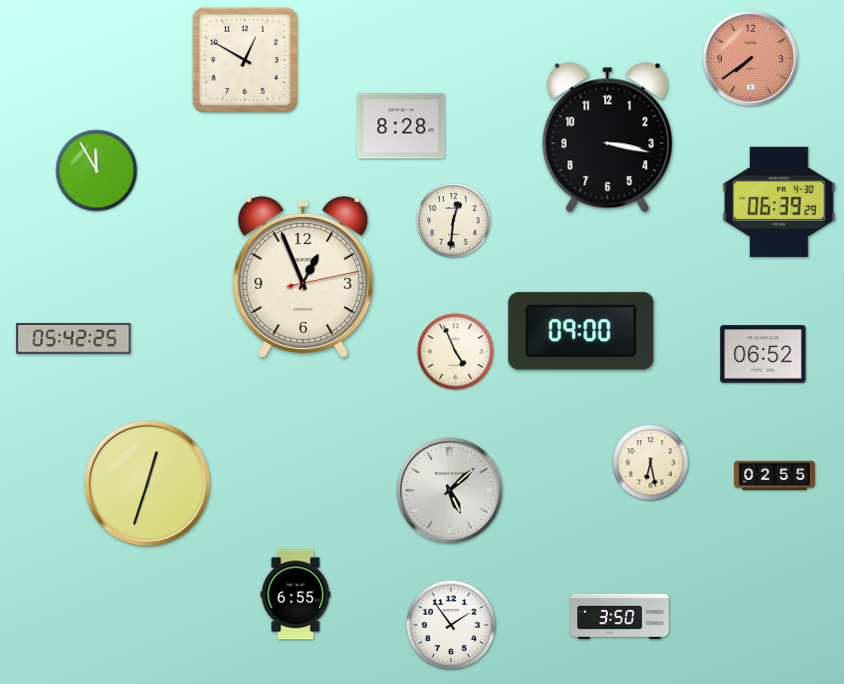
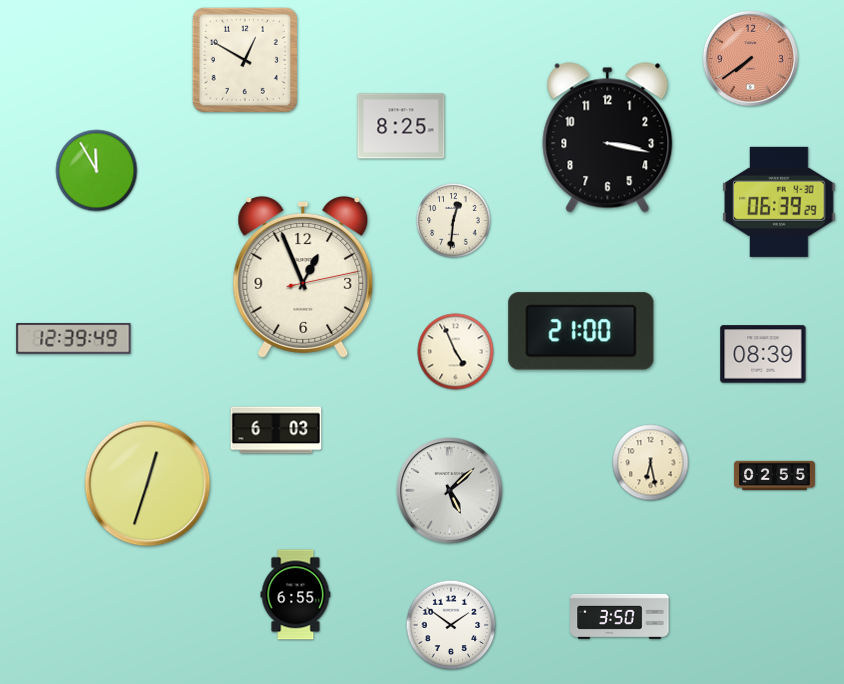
clock at (401, 126): 8:28 -> 8:25
clock at (581, 331): 09:00 -> 21:00
clock at (74, 339): 05:42 -> 12:39
clock at (763, 354): 06:52 -> 08:39
clock at (276, 430): none -> 6:03
clock at (451, 625): 1:54 -> 1:51
